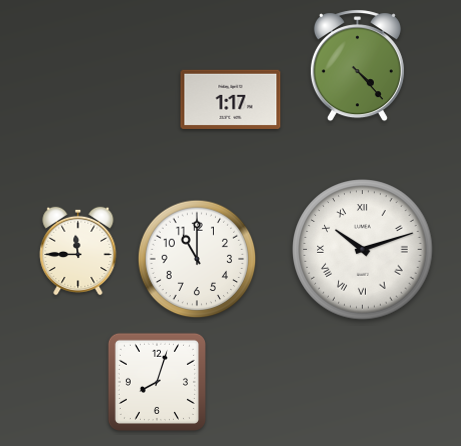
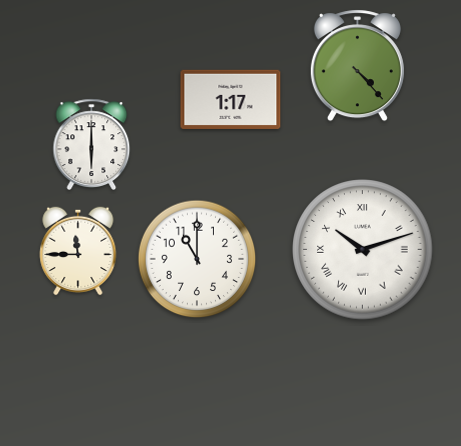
clock at (92, 144): none -> 6:00
clock at (157, 382): 8:03 -> none
